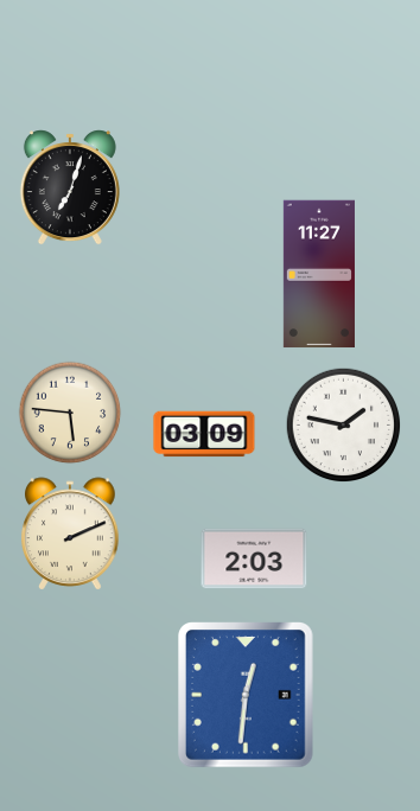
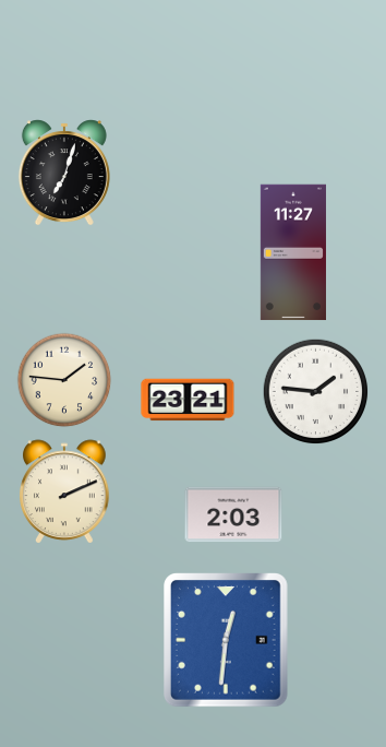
clock at (70, 413): 5:46 -> 1:46
clock at (344, 426): 1:47 -> 1:46
clock at (204, 434): 03:09 -> 23:21
